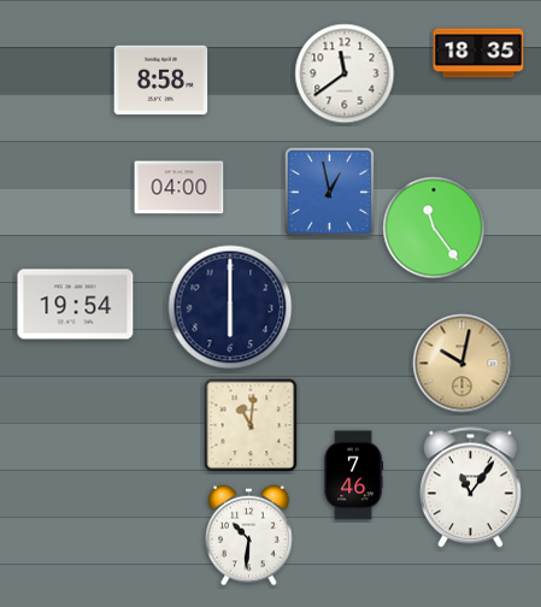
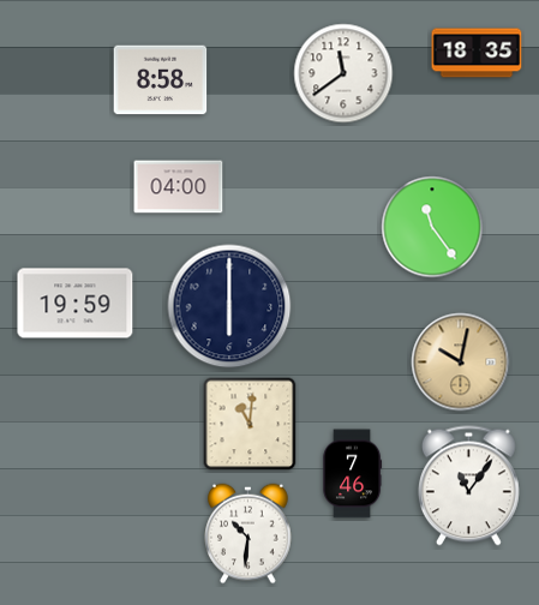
clock at (329, 191): 12:58 -> none
clock at (76, 305): 19:54 -> 19:59
